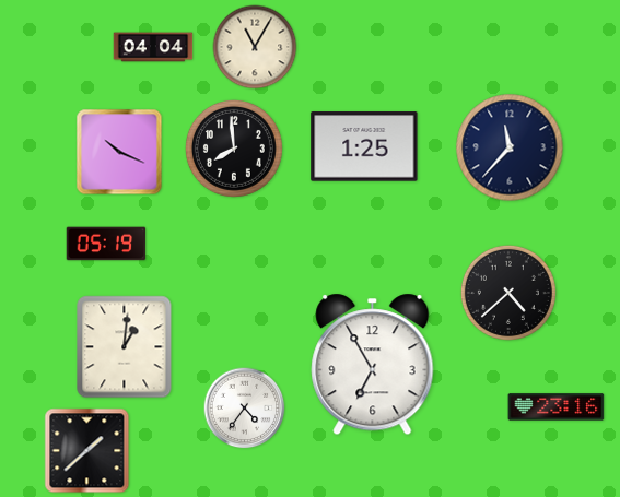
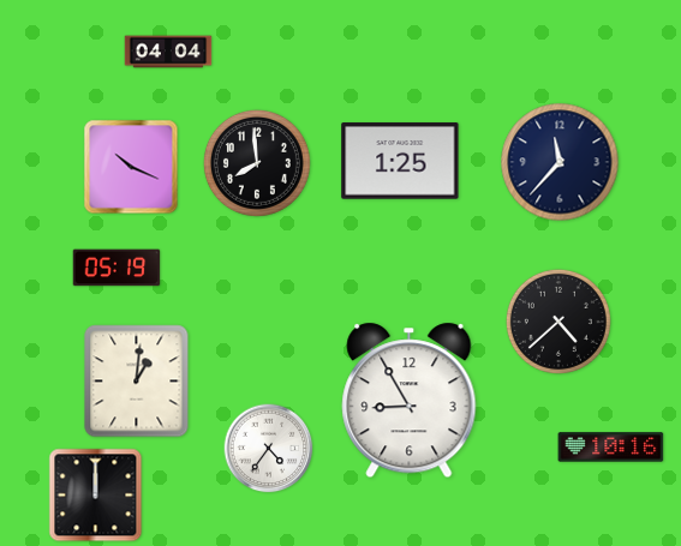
clock at (255, 47): 11:05 -> none
clock at (373, 365): 6:55 -> 8:55
clock at (557, 407): 23:16 -> 10:16
clock at (87, 451): 1:38 -> 12:00
